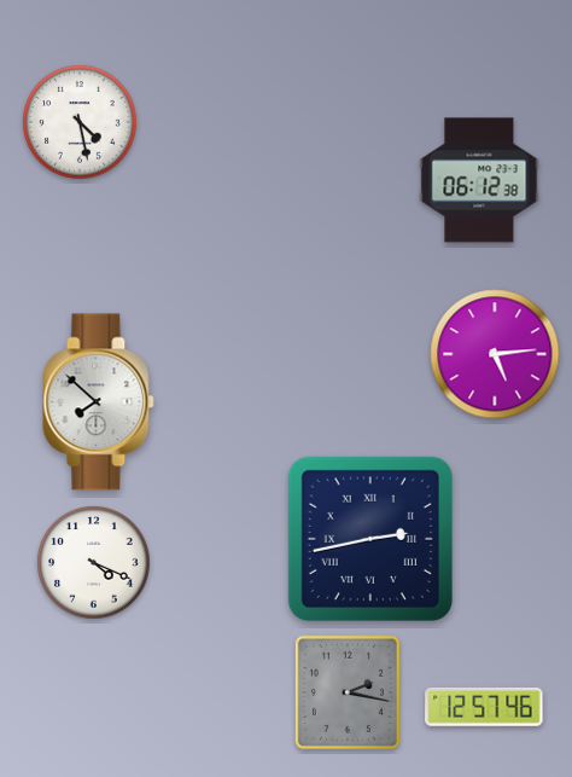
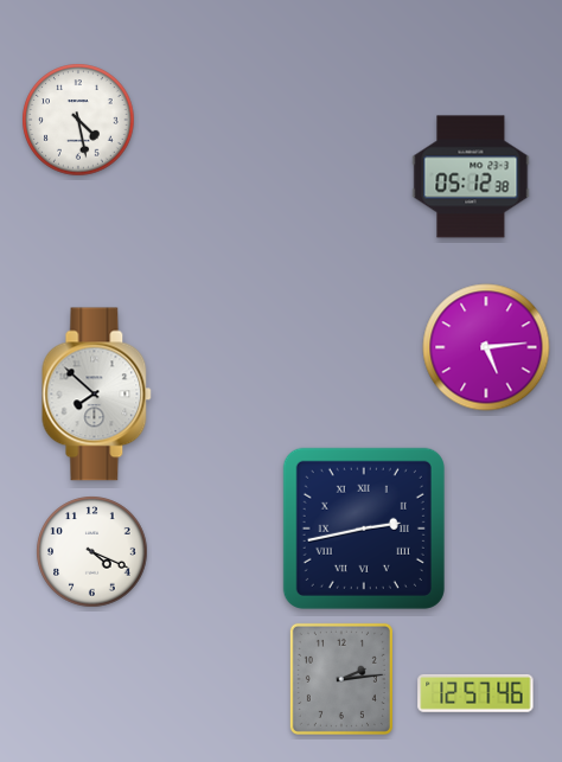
clock at (479, 180): 06:12 -> 05:12
clock at (348, 692): 2:17 -> 2:14
